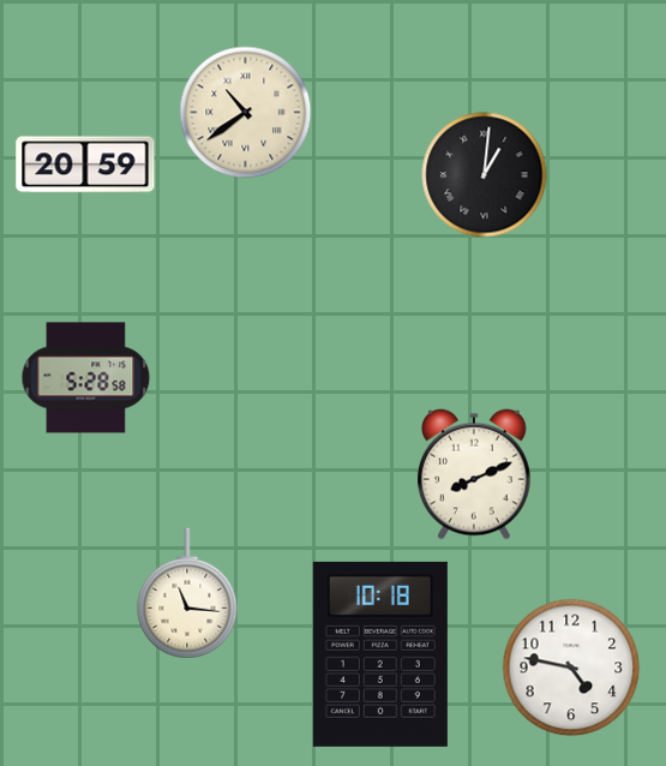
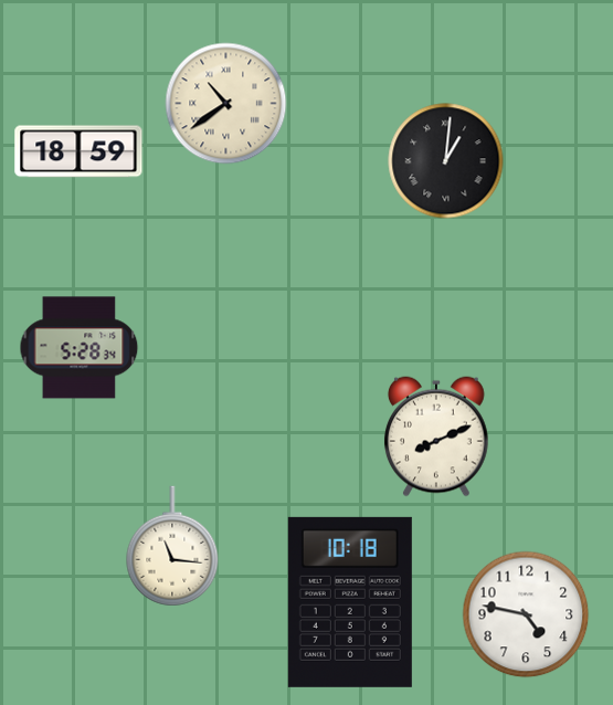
clock at (85, 164): 20:59 -> 18:59
clock at (86, 378): 5:28:58 -> 5:28:34
